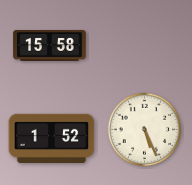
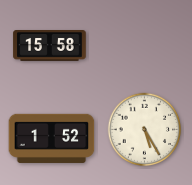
clock at (145, 130): 5:26 -> 5:25
